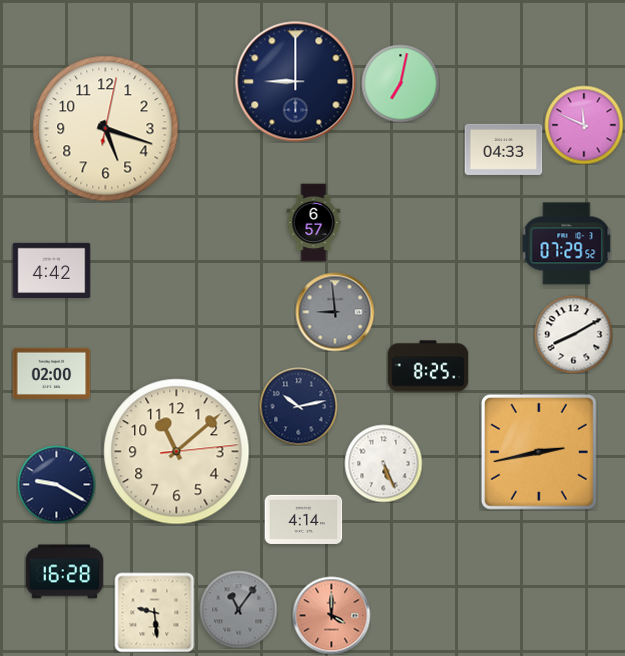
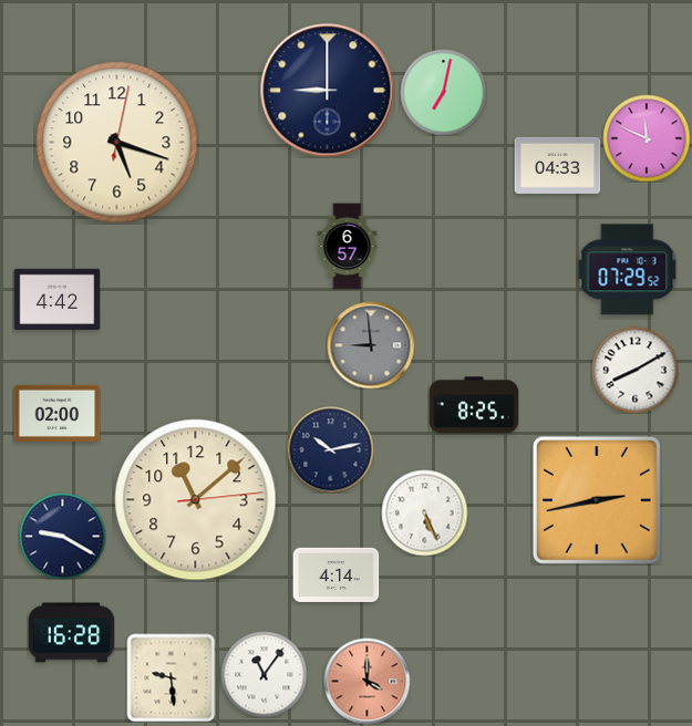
clock at (238, 609) dial: grey -> white
